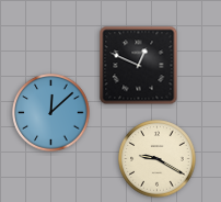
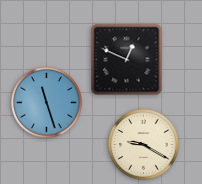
clock at (51, 113): 12:08 -> 11:27
